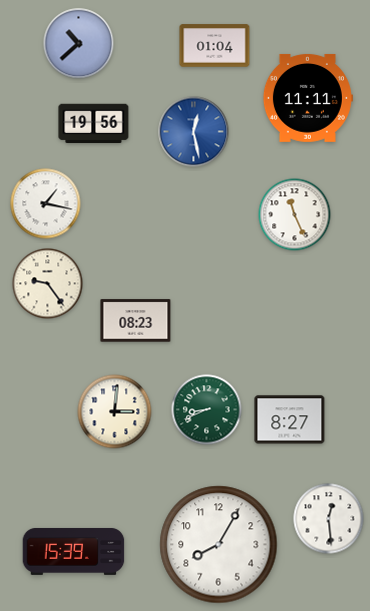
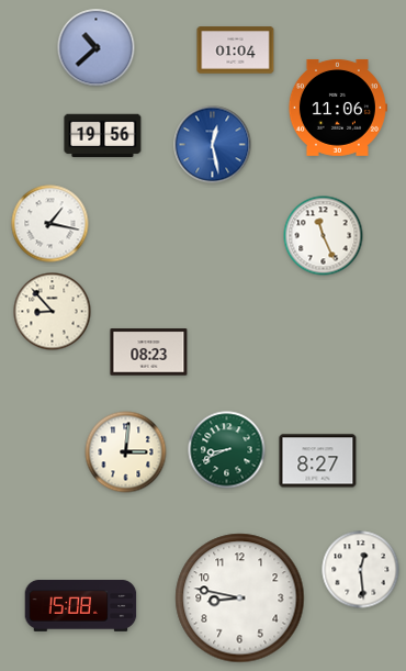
clock at (79, 44) position: (79, 44) -> (97, 48)
clock at (307, 98): 11:11 -> 11:06
clock at (48, 284): 9:24 -> 8:53
clock at (219, 545): 8:05 -> 8:47
clock at (74, 552): 15:39 -> 15:08
